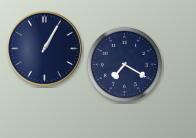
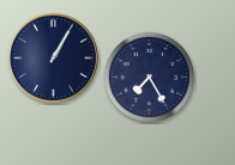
clock at (125, 65): 7:20 -> 7:25
